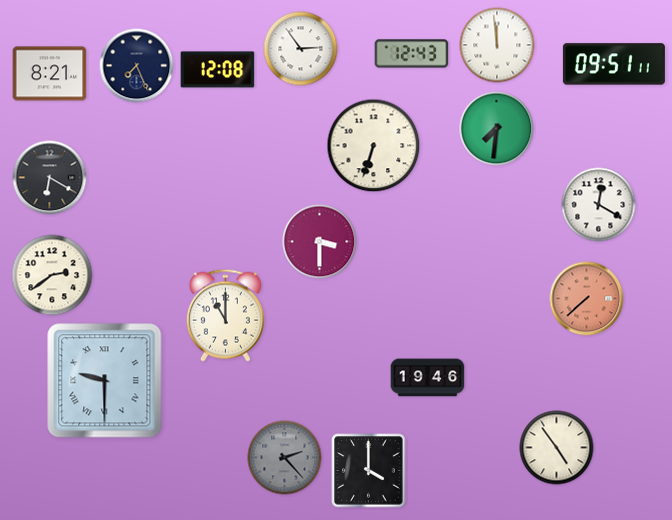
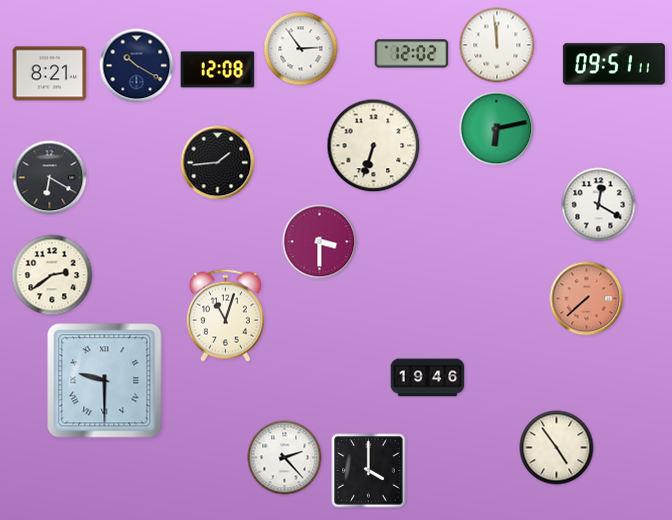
clock at (412, 54): 12:43 -> 12:02
clock at (137, 66): 7:26 -> 10:20
clock at (497, 129): 7:31 -> 6:13
clock at (218, 163): none -> 1:44
clock at (225, 315): 11:00 -> 11:03
clock at (285, 458) dial: grey -> white
